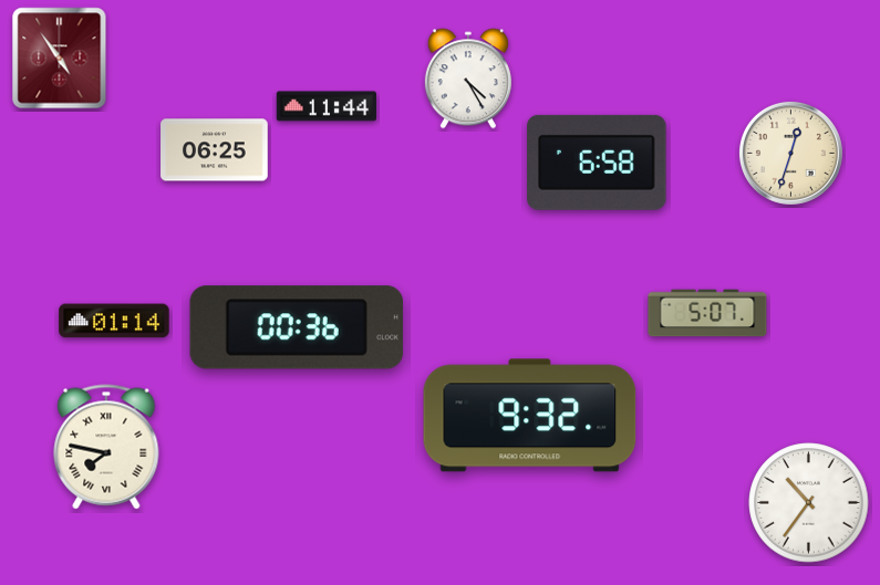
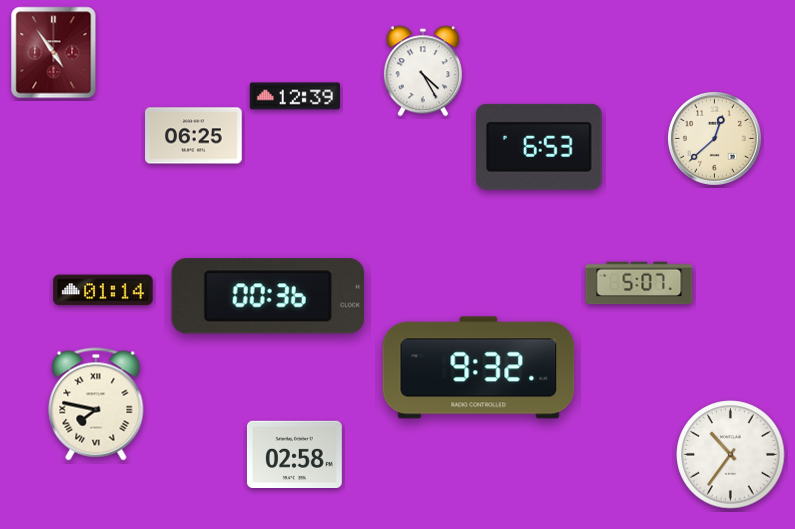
clock at (325, 106): 11:44 -> 12:39
clock at (790, 153): 12:33 -> 12:38
clock at (597, 163): 6:58 -> 6:53
clock at (530, 416) position: (530, 416) -> (479, 368)
clock at (294, 454): none -> 02:58
